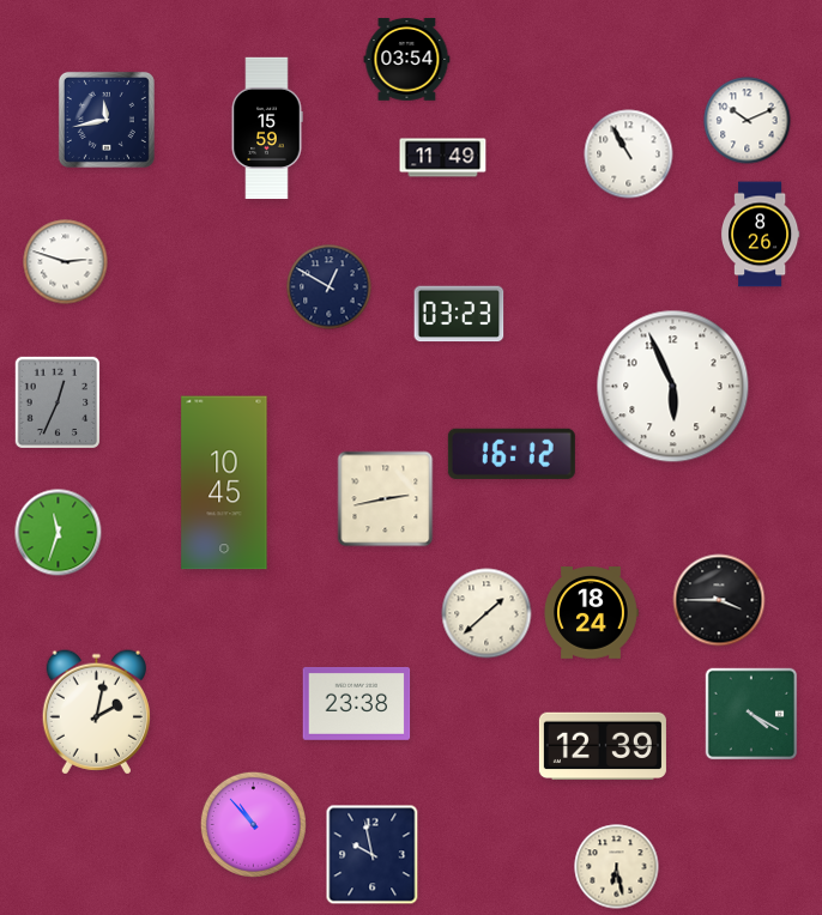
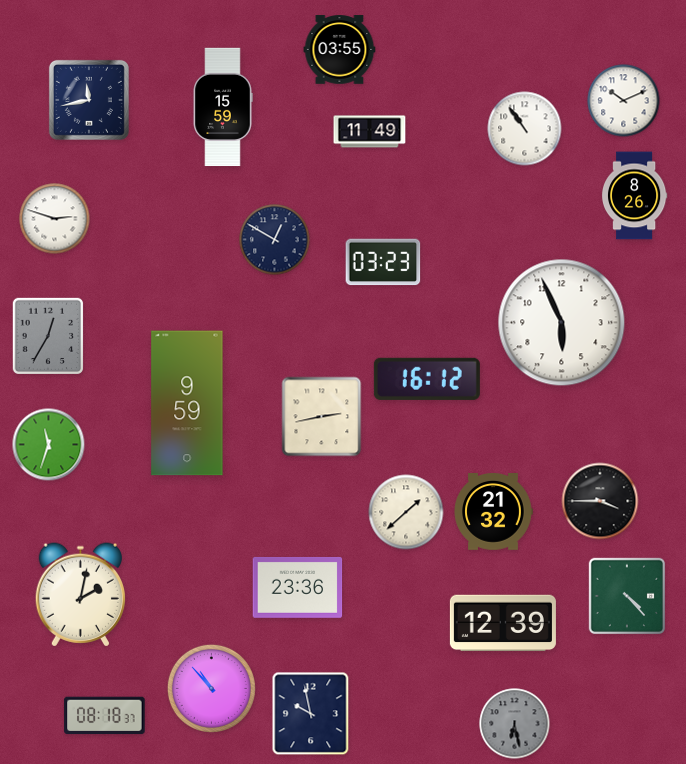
clock at (407, 60): 03:54 -> 03:55
clock at (629, 154): 10:55 -> 10:54
clock at (56, 402): 12:34 -> 12:35
clock at (224, 483): 10:45 -> 9:59
clock at (591, 613): 18:24 -> 21:32
clock at (357, 703): 23:38 -> 23:36
clock at (751, 714): 4:20 -> 4:23
clock at (105, 716): none -> 08:18
clock at (617, 867) dial: cream -> grey
